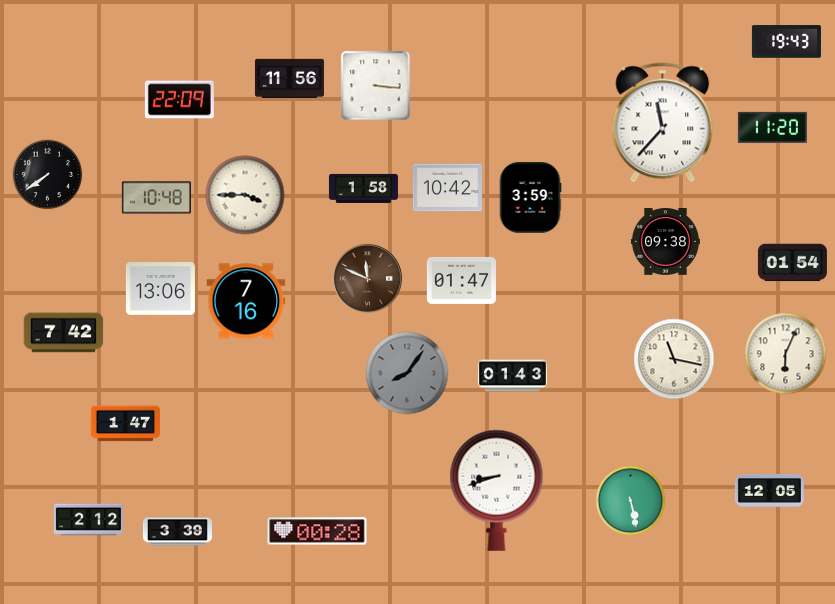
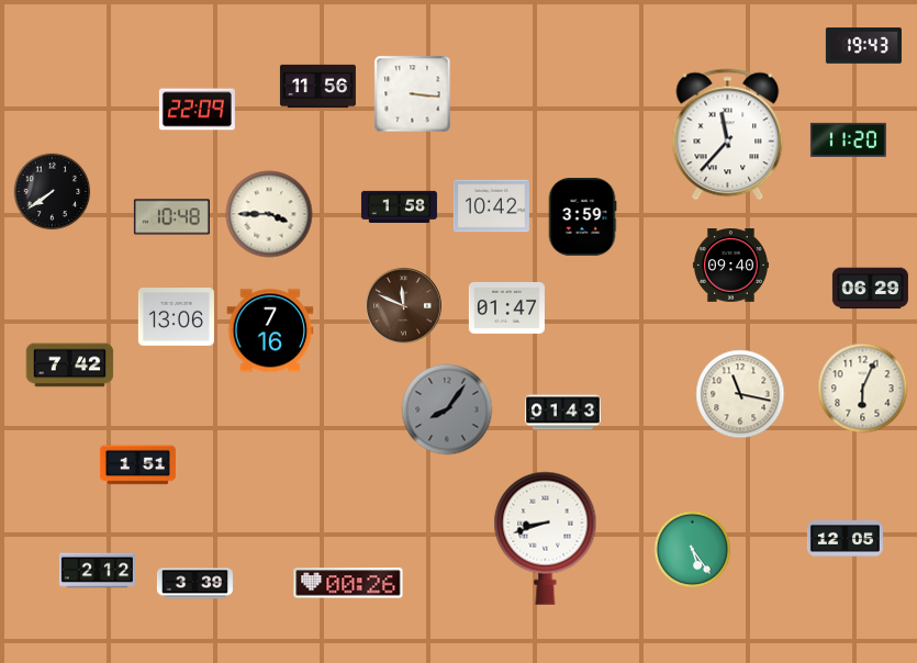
clock at (665, 242): 09:38 -> 09:40
clock at (792, 263): 01:54 -> 06:29
clock at (125, 424): 1:47 -> 1:51
clock at (631, 501): 5:28 -> 5:24
clock at (317, 531): 00:28 -> 00:26
